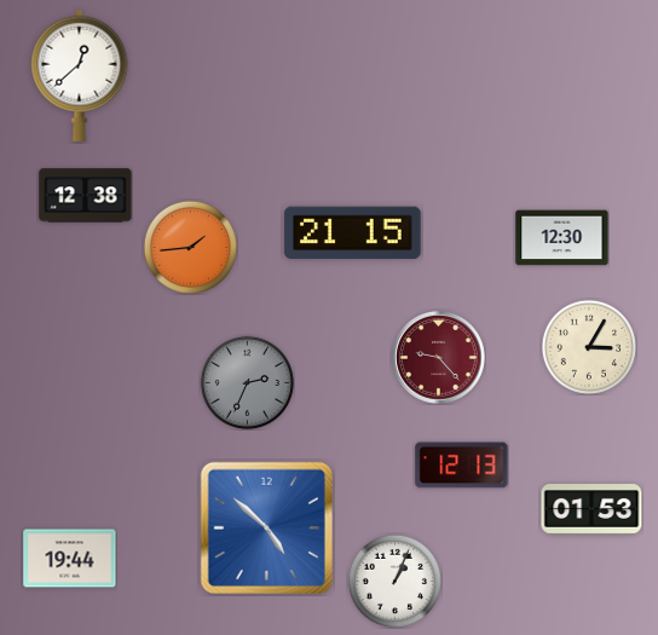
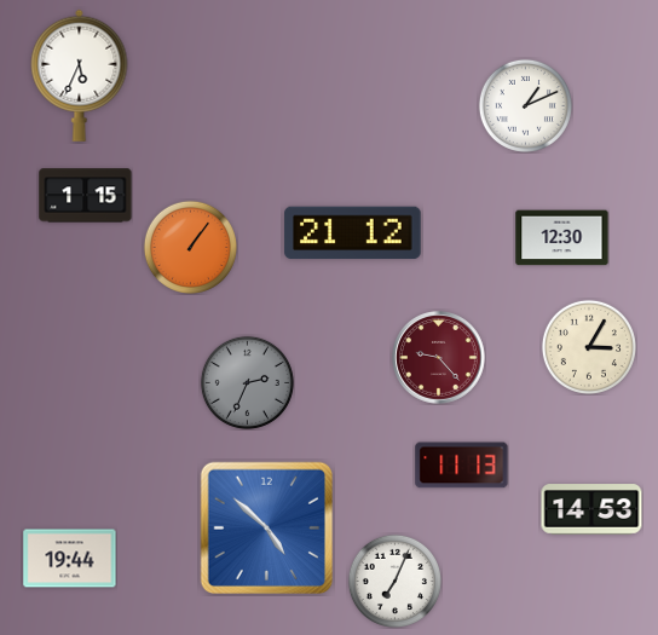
clock at (80, 75): 12:38 -> 5:34
clock at (525, 105): none -> 1:11
clock at (86, 196): 12:38 -> 1:15
clock at (353, 233): 21:15 -> 21:12
clock at (190, 247): 1:44 -> 1:06
clock at (462, 466): 12:13 -> 11:13
clock at (591, 509): 01:53 -> 14:53
clock at (394, 581): 1:04 -> 7:04
